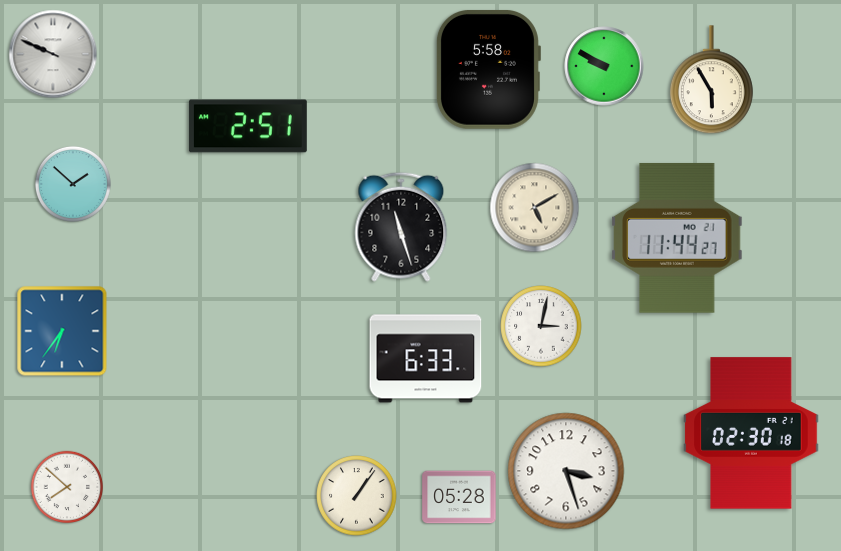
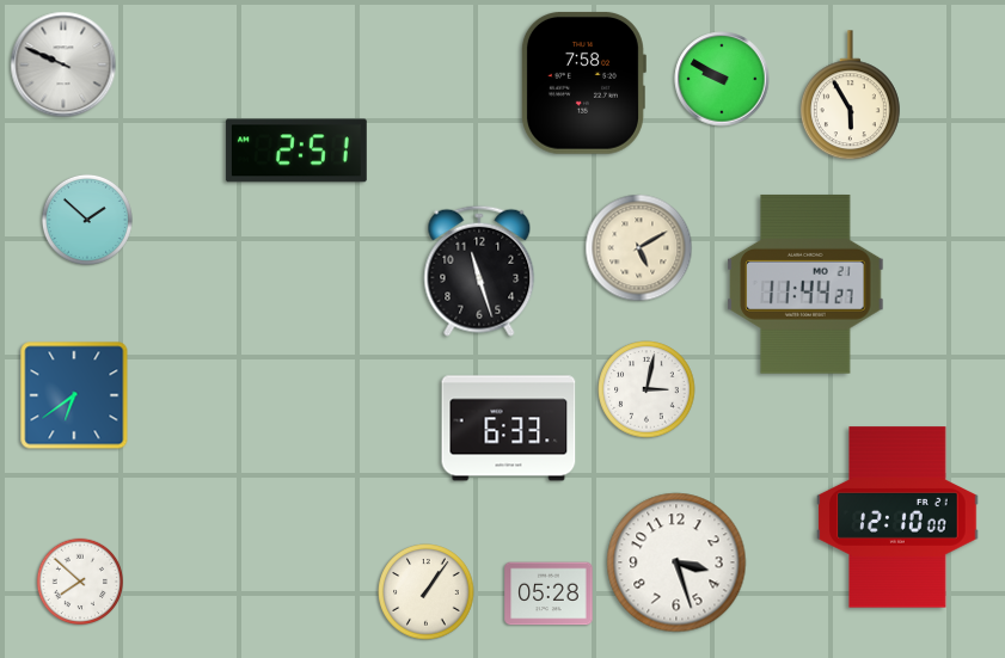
clock at (488, 69): 5:58 -> 7:58
clock at (677, 238) position: (677, 238) -> (805, 284)
clock at (62, 331): 6:36 -> 6:39
clock at (751, 433): 02:30 -> 12:10
